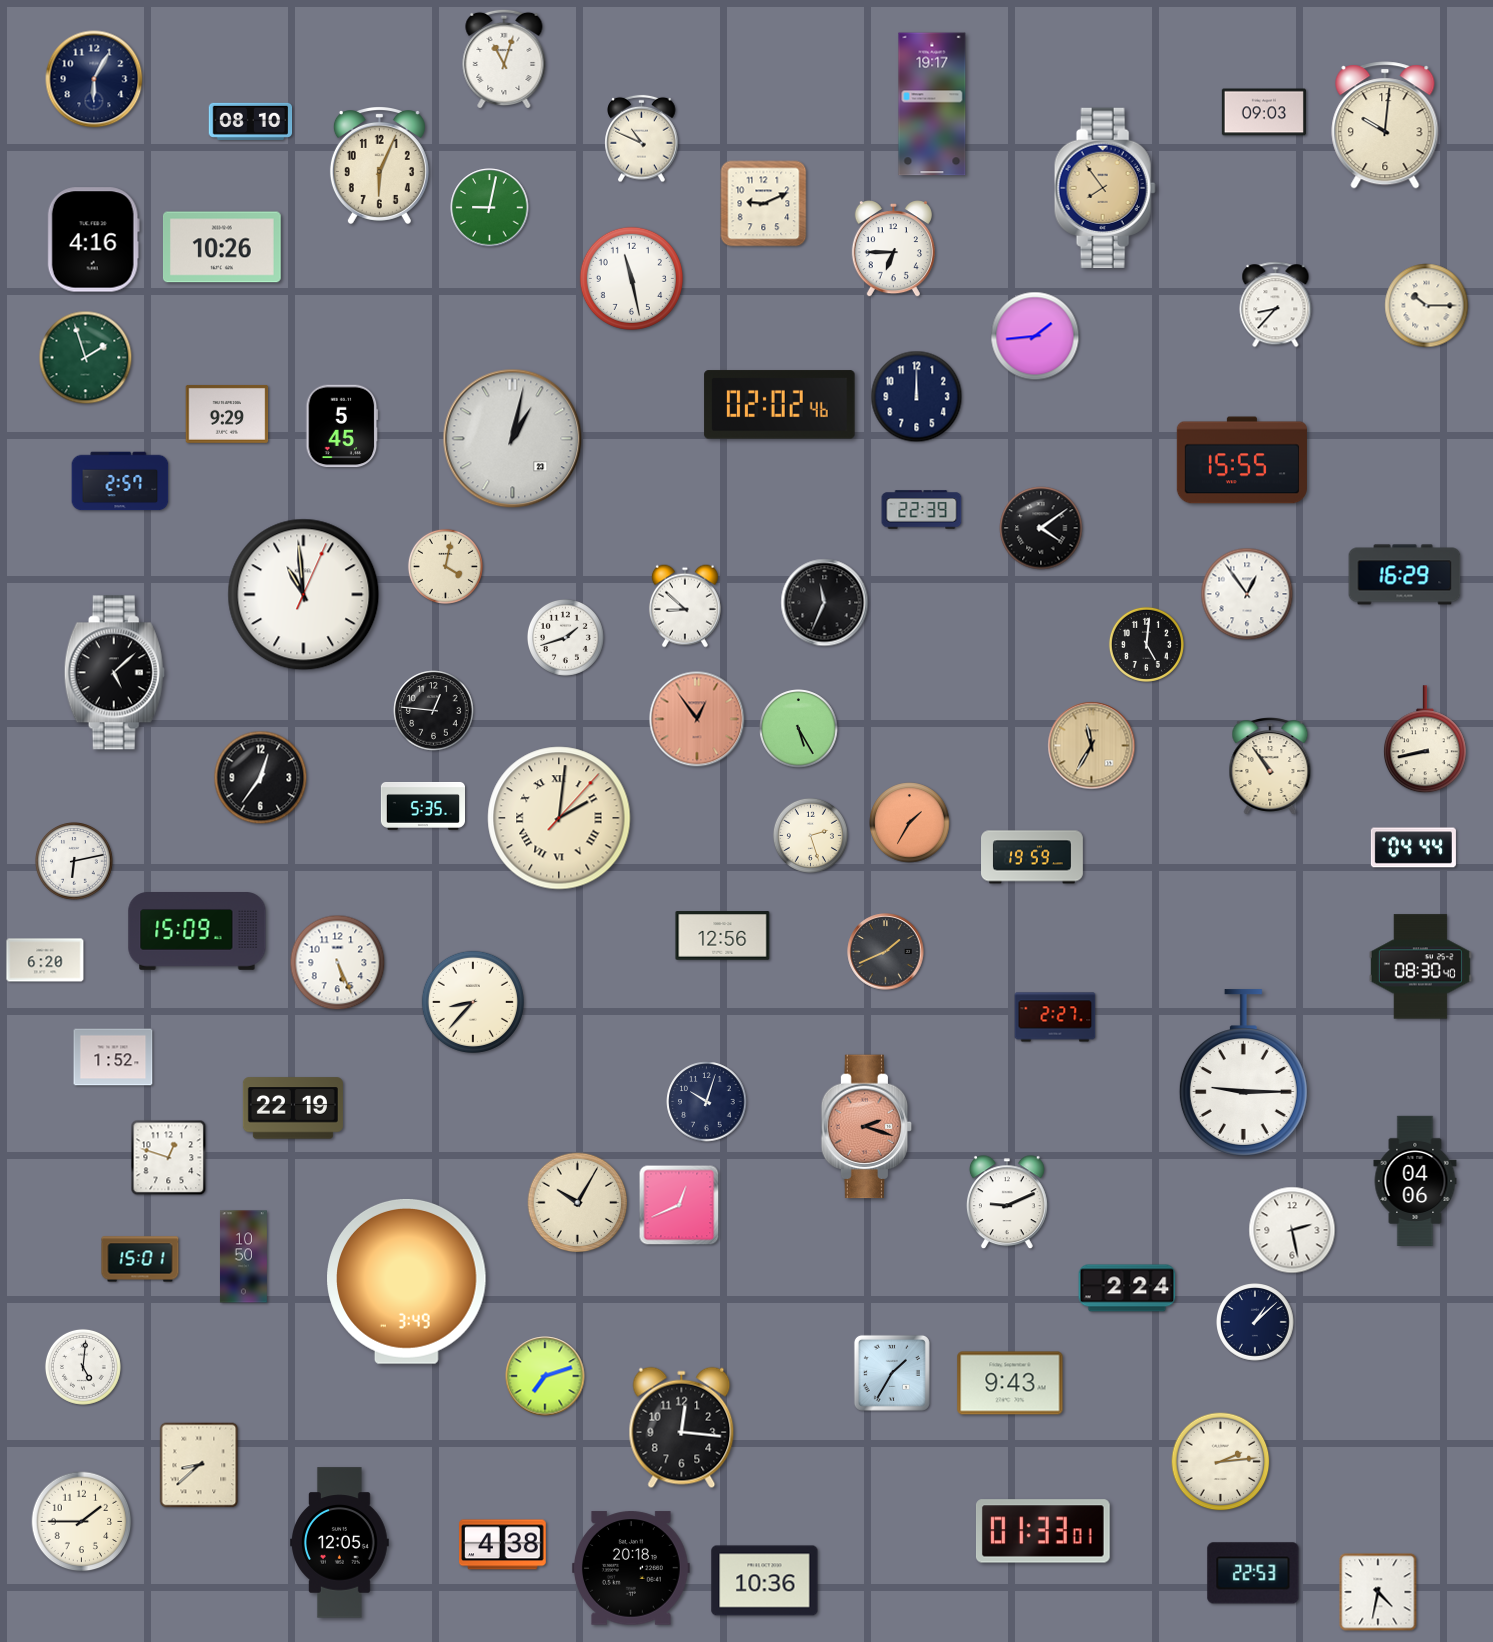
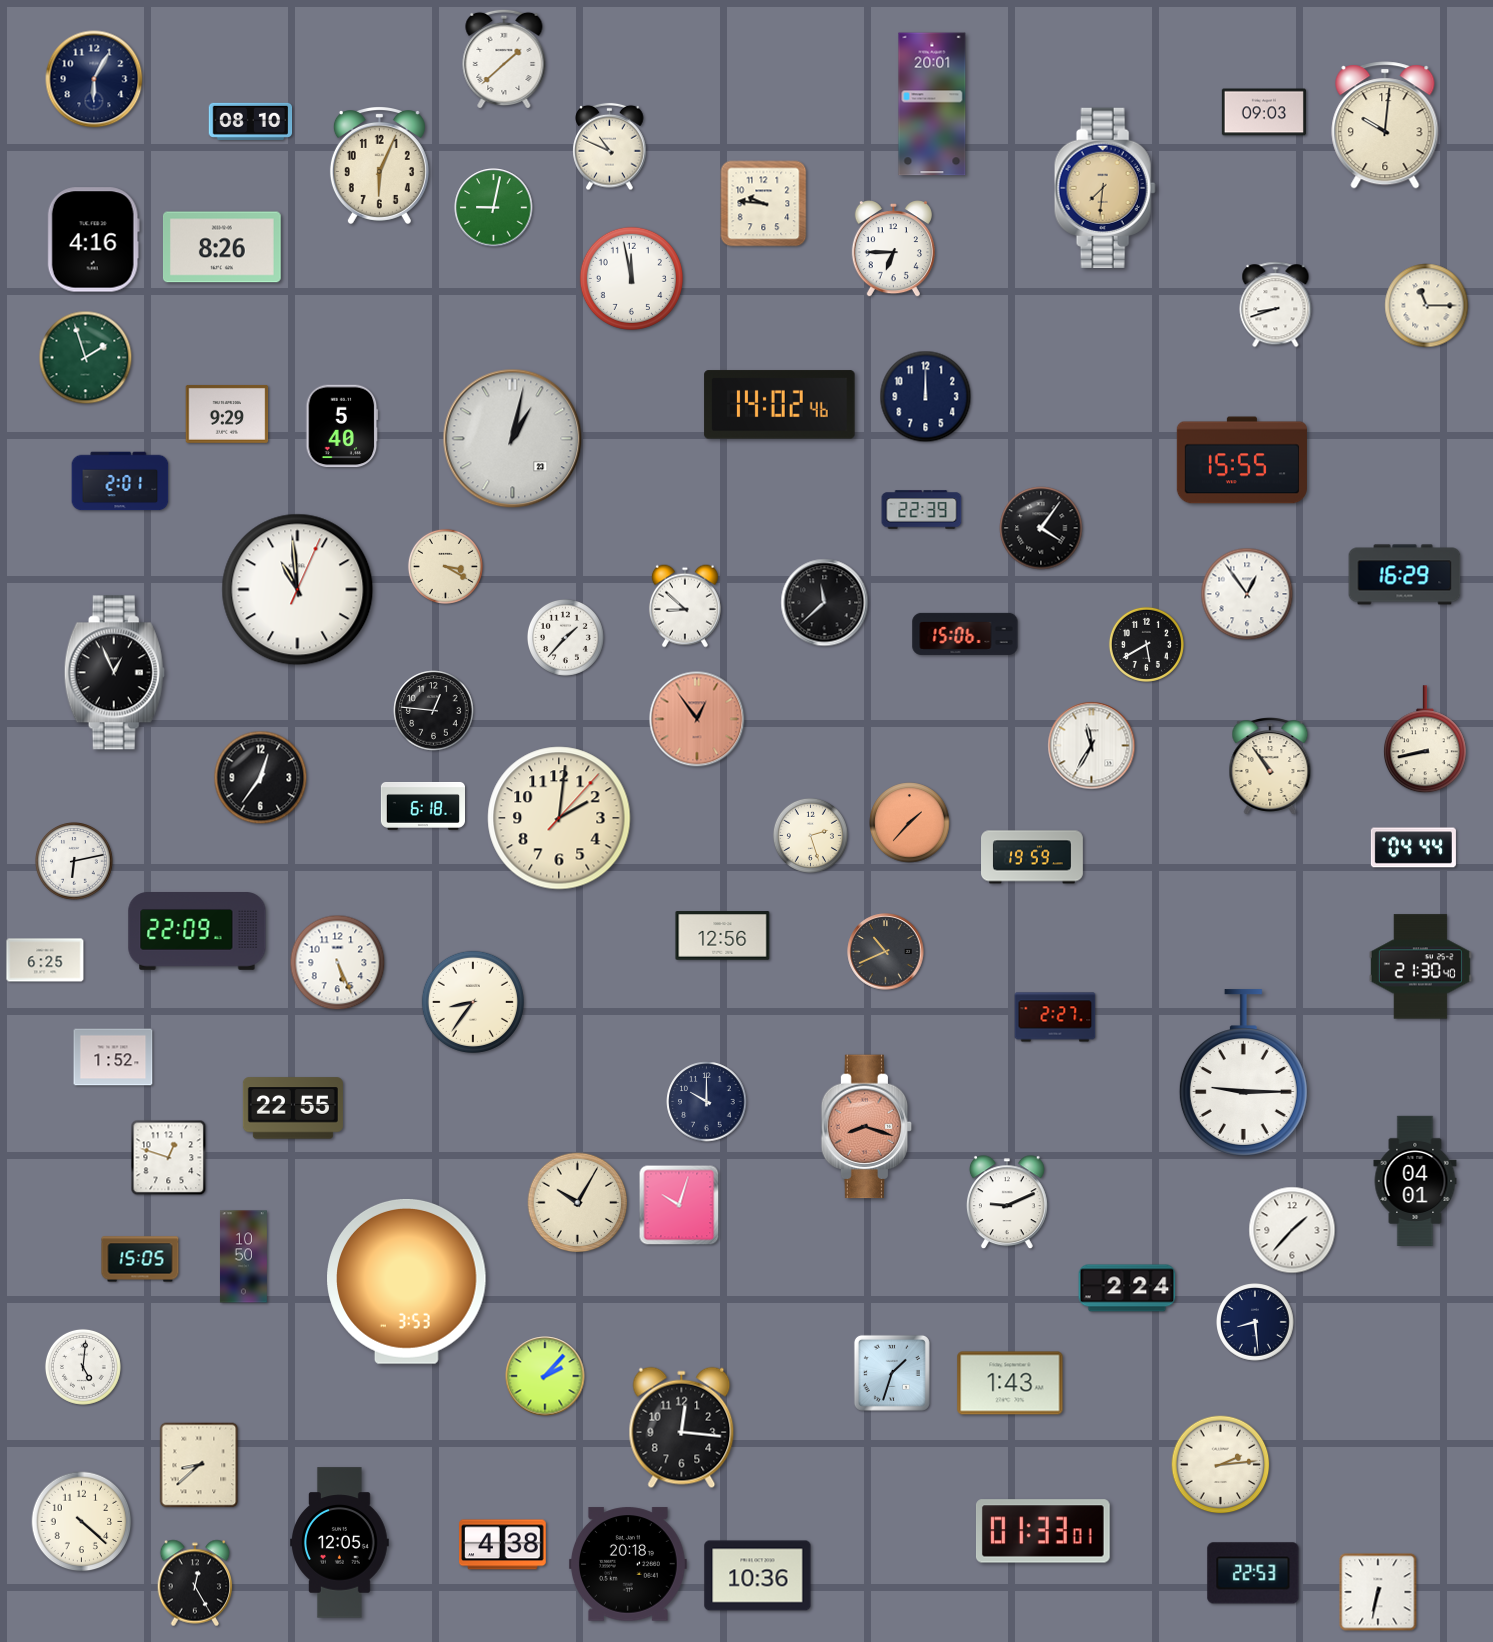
clock at (504, 58): 11:03 -> 1:38
clock at (932, 104): 19:17 -> 20:01
clock at (642, 139) position: (642, 139) -> (610, 147)
clock at (1105, 188): 7:54 -> 7:31
clock at (764, 204): 9:11 -> 9:46
clock at (490, 208) position: (490, 208) -> (494, 208)
clock at (222, 247): 10:26 -> 8:26
clock at (631, 278): 11:28 -> 11:58
clock at (1276, 305): 8:37 -> 8:42
clock at (1427, 306): 10:15 -> 11:15
clock at (1035, 336): 1:44 -> none
clock at (917, 397) position: (917, 397) -> (926, 397)
clock at (780, 405): 02:02 -> 14:02
clock at (342, 426): 5:45 -> 5:40
clock at (120, 481): 2:57 -> 2:01
clock at (1041, 528): 4:09 -> 4:06
clock at (445, 566): 4:02 -> 3:20
clock at (304, 595) position: (304, 595) -> (298, 590)
clock at (825, 603): 11:34 -> 11:38
clock at (965, 634): none -> 15:06
clock at (565, 637): 1:42 -> 1:37
clock at (1146, 644): 5:01 -> 5:40
clock at (114, 673): 5:08 -> 12:56
clock at (799, 729): 5:25 -> none
clock at (1092, 746) dial: champagne -> white
clock at (422, 806): 5:35 -> 6:18
clock at (559, 818) numerals: Roman -> Arabic
clock at (910, 823): 1:35 -> 1:37
clock at (197, 932): 15:09 -> 22:09
clock at (886, 952): 1:41 -> 10:41
clock at (45, 960): 6:20 -> 6:25
clock at (1420, 967): 08:30 -> 21:30
clock at (473, 1002): 8:37 -> 8:36
clock at (707, 1102): 10:03 -> 10:00
clock at (293, 1108): 22:19 -> 22:55
clock at (867, 1127): 2:18 -> 8:18
clock at (1415, 1180): 04:06 -> 04:01
clock at (679, 1205): 12:41 -> 10:03
clock at (1292, 1230): 2:28 -> 1:37
clock at (140, 1259): 15:01 -> 15:05
clock at (407, 1281): 3:49 -> 3:53
clock at (1256, 1323): 1:08 -> 8:29
clock at (892, 1373): 1:35 -> 1:33
clock at (545, 1376): 7:12 -> 2:07
clock at (1010, 1383): 9:43 -> 1:43
clock at (1221, 1462) position: (1221, 1462) -> (1221, 1465)
clock at (82, 1522): 1:45 -> 4:22
clock at (631, 1568) position: (631, 1568) -> (628, 1564)
clock at (765, 1581) position: (765, 1581) -> (758, 1576)
clock at (195, 1583): none -> 12:25
clock at (1378, 1592): 4:32 -> 6:32
